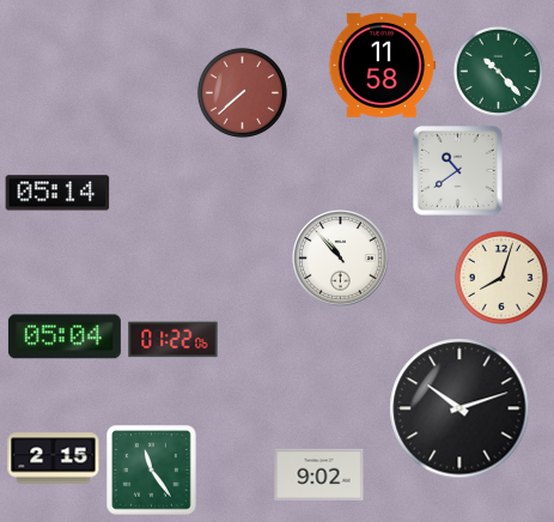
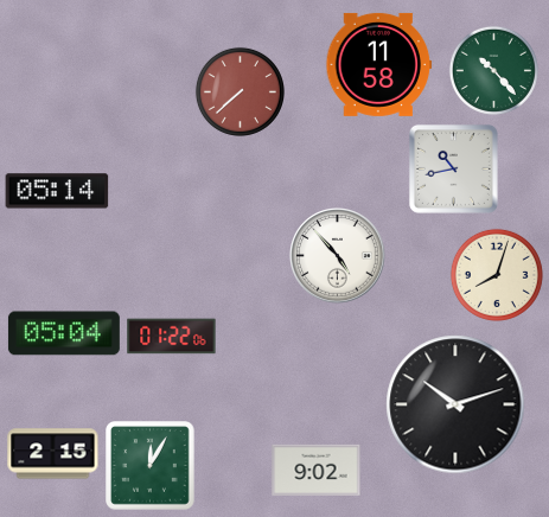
clock at (458, 171): 10:39 -> 10:43
clock at (341, 259): 10:53 -> 4:53
clock at (152, 471): 11:24 -> 12:05
